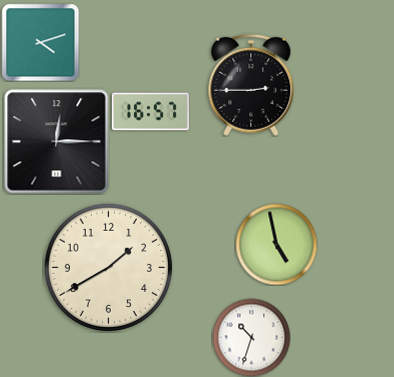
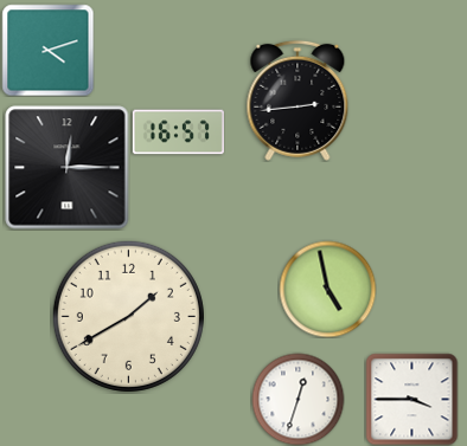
clock at (251, 85): 2:45 -> 2:44
clock at (251, 337): 10:33 -> 12:33
clock at (411, 399): none -> 3:45
